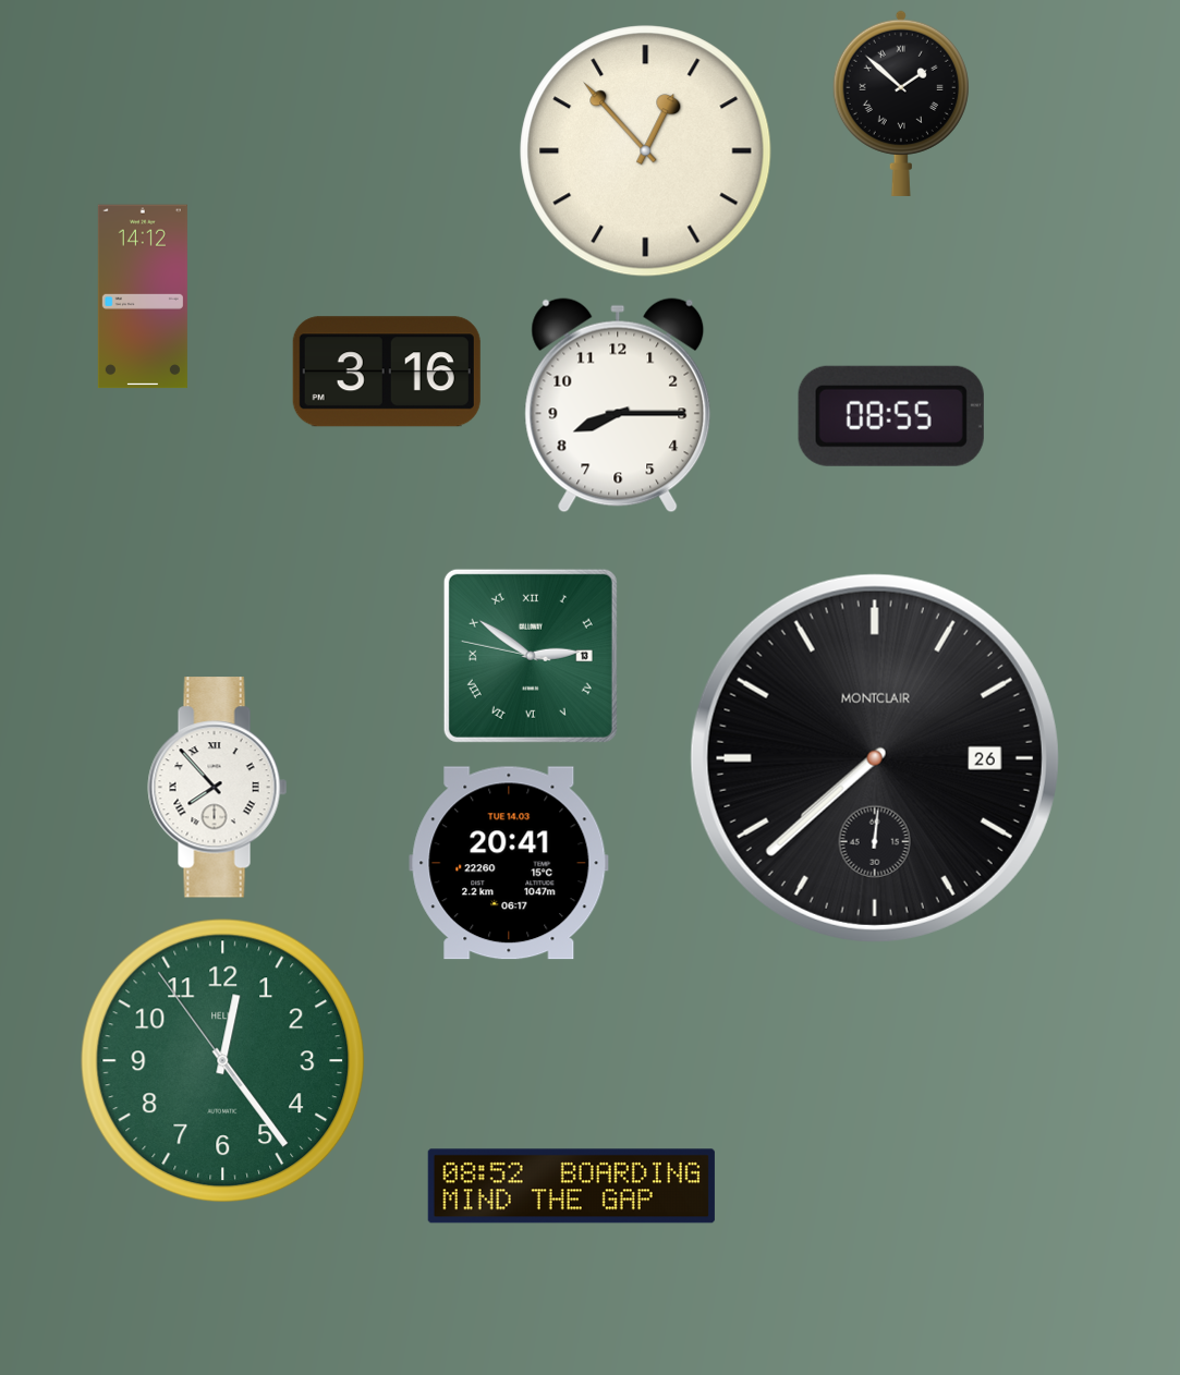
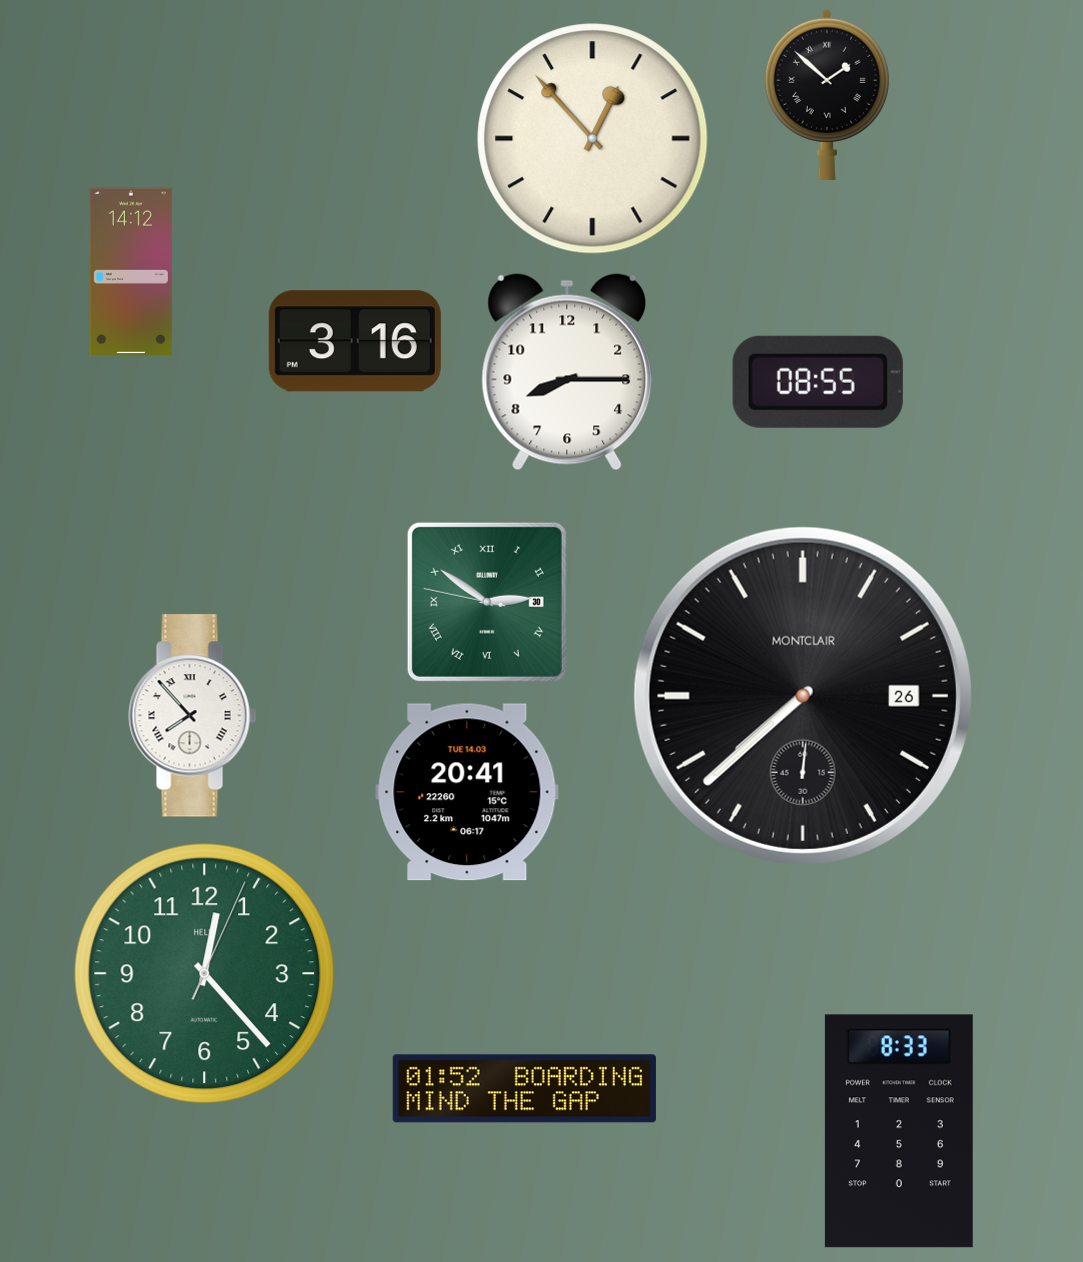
clock at (531, 656) date: 13 -> 30
clock at (218, 788) position: (218, 788) -> (193, 716)
clock at (223, 1061): 12:23:54 -> 12:23:04
clock at (571, 1187): 08:52 -> 01:52
clock at (899, 1131): none -> 8:33
